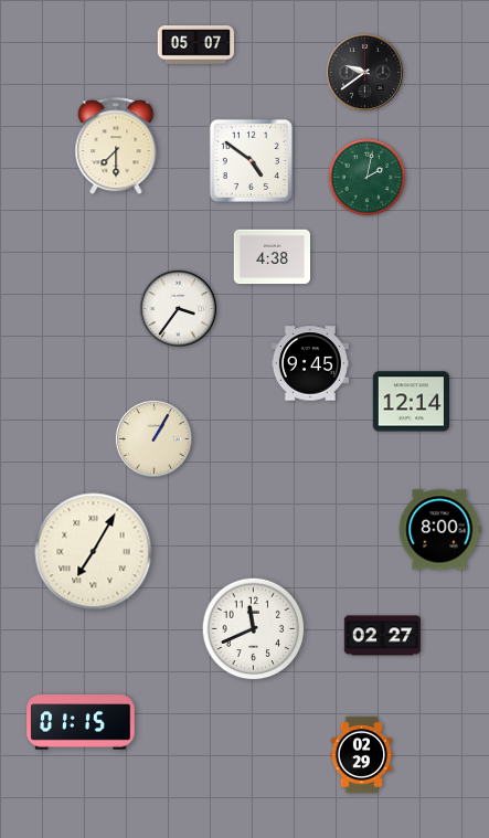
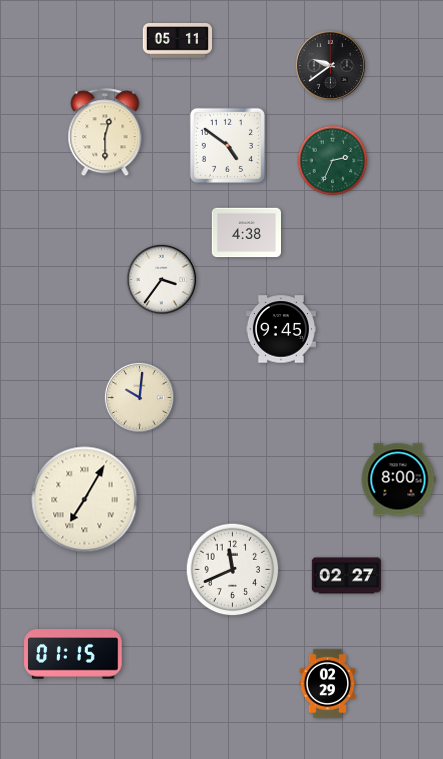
clock at (195, 45): 05:07 -> 05:11
clock at (116, 147): 7:30 -> 12:30
clock at (368, 178): 2:02 -> 2:34
clock at (411, 402): 12:14 -> none
clock at (153, 438): 1:05 -> 10:01
clock at (254, 629) position: (254, 629) -> (233, 570)
